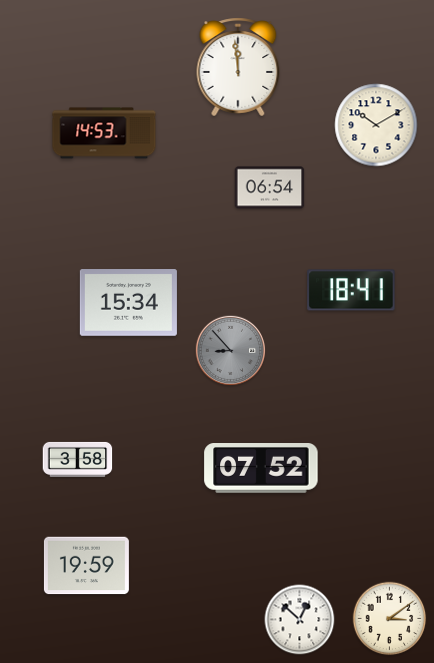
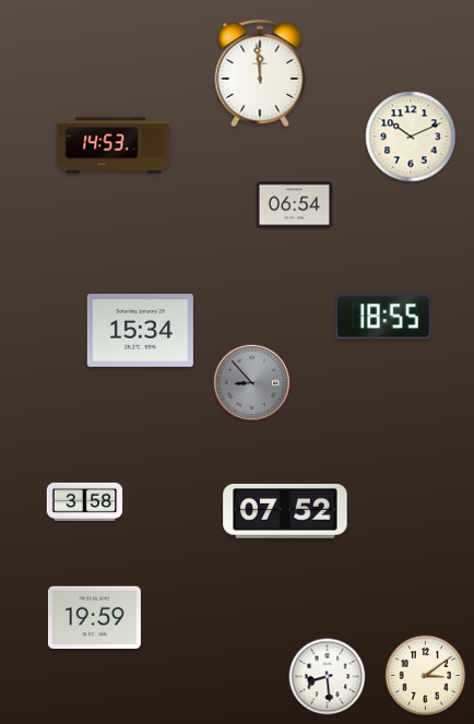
clock at (376, 125): 10:10 -> 10:11
clock at (351, 290): 18:41 -> 18:55
clock at (300, 620): 12:52 -> 8:29
